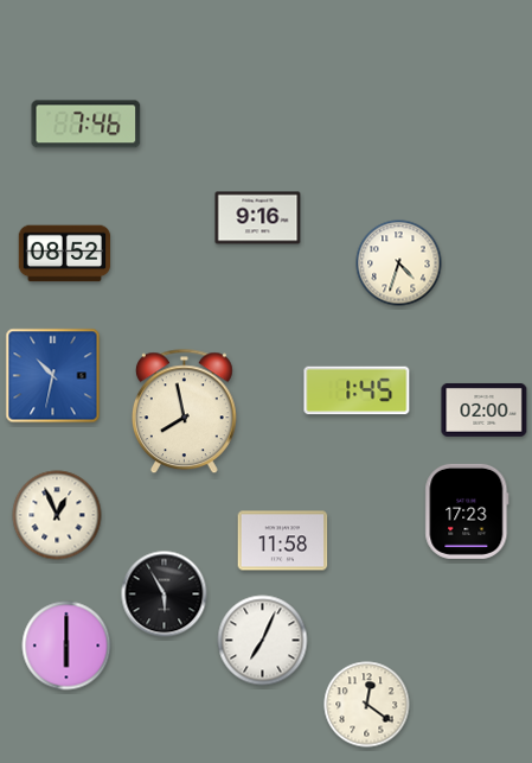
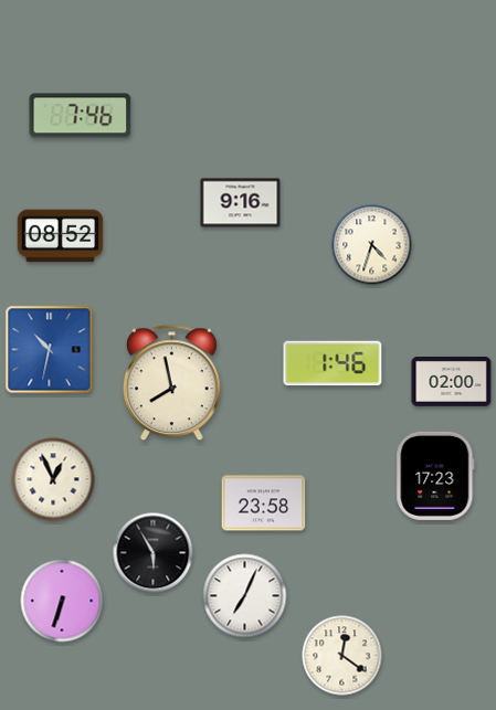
clock at (357, 390): 1:45 -> 1:46
clock at (283, 541): 11:58 -> 23:58
clock at (66, 646): 6:00 -> 6:33
